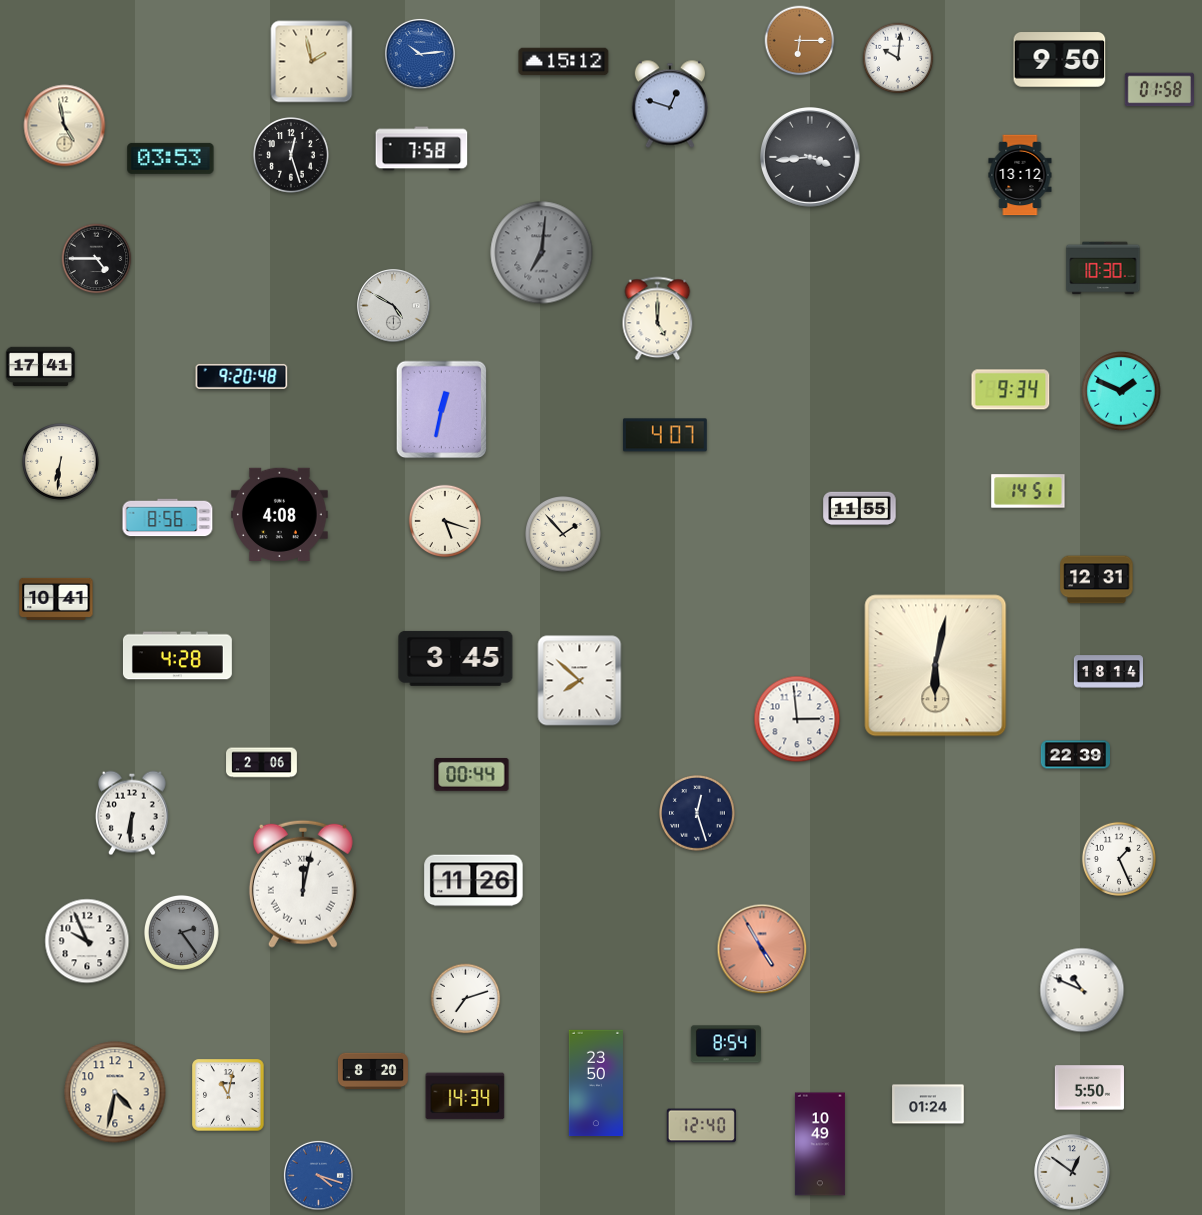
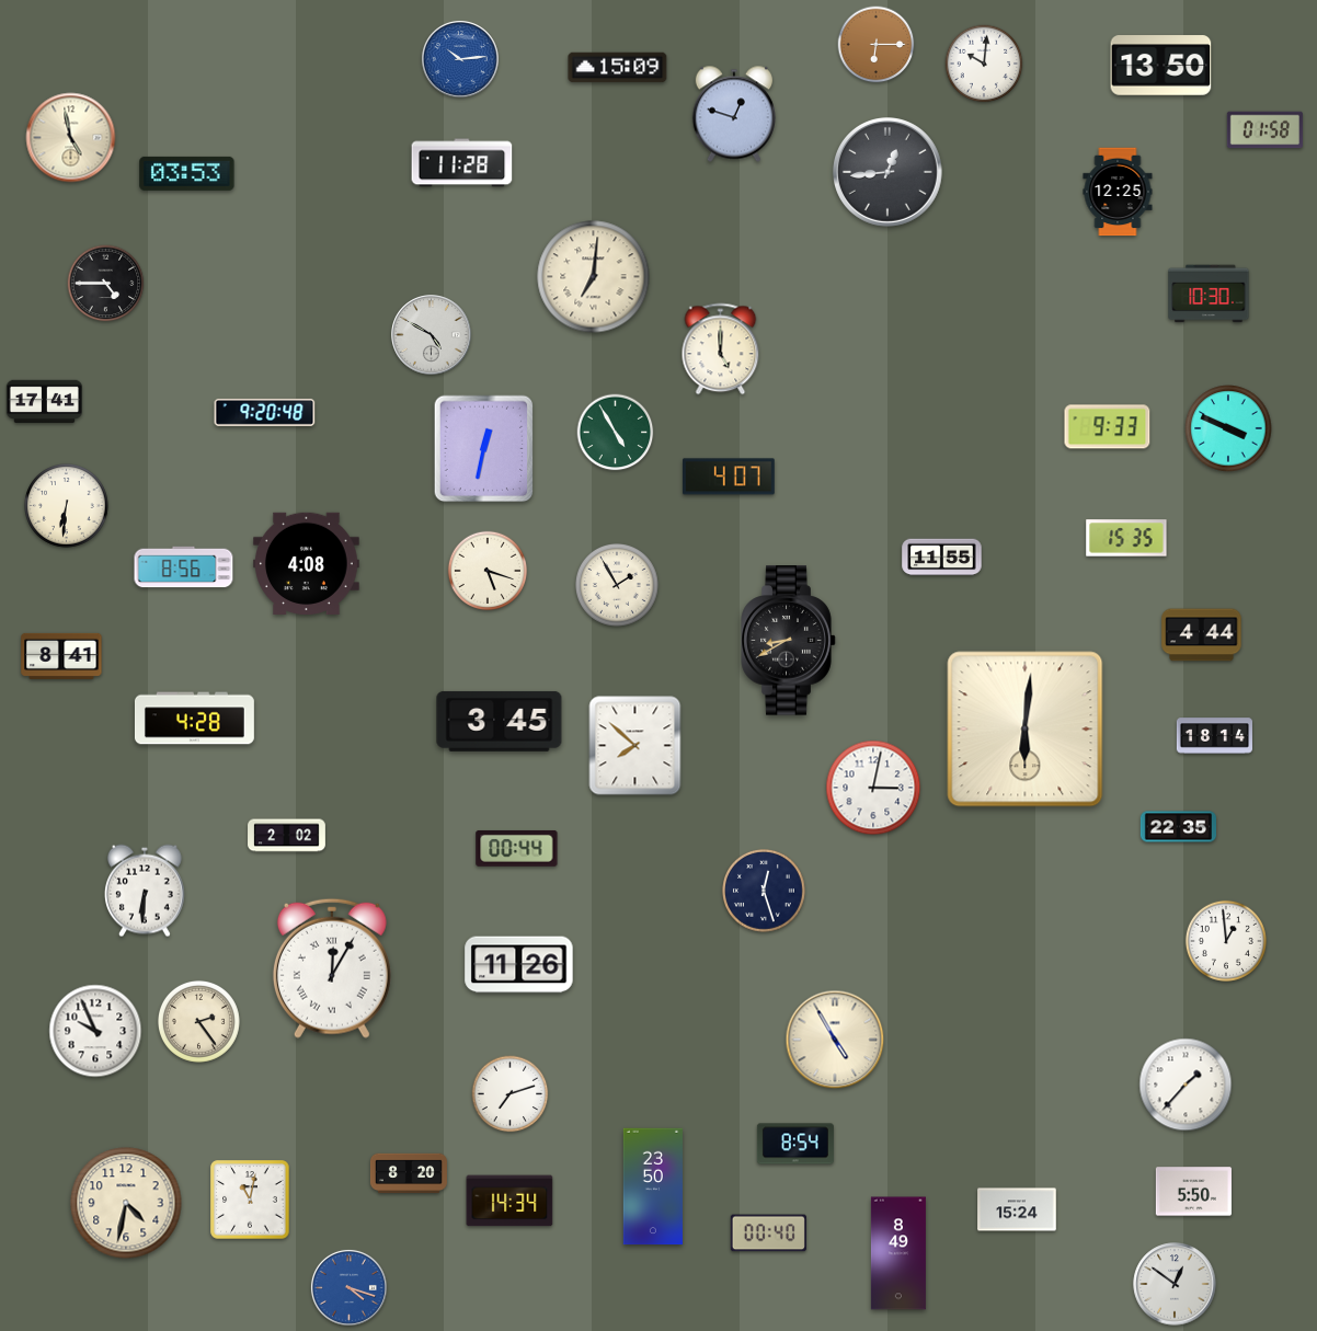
clock at (1060, 60): 9:50 -> 13:50
clock at (312, 62): 1:58 -> none
clock at (564, 62): 15:12 -> 15:09
clock at (1159, 90) position: (1159, 90) -> (1264, 130)
clock at (422, 149): 7:58 -> 11:28
clock at (292, 156): 12:27 -> none
clock at (811, 158): 3:44 -> 12:44
clock at (1020, 175): 13:12 -> 12:25
clock at (542, 253) dial: grey -> cream
clock at (1011, 390): 9:34 -> 9:33
clock at (1121, 391): 1:49 -> 3:49
clock at (616, 433): none -> 4:55
clock at (1028, 491): 14:51 -> 15:35
clock at (564, 535): 1:53 -> 1:55
clock at (1097, 580): 12:31 -> 4:44
clock at (789, 641): none -> 8:40
clock at (56, 599): 10:41 -> 8:41
clock at (936, 666): 6:02 -> 6:01
clock at (797, 719): 2:59 -> 3:02
clock at (1075, 755): 22:39 -> 22:35
clock at (262, 763): 2:06 -> 2:02
clock at (1119, 859): 1:26 -> 12:59
clock at (303, 884): 12:02 -> 12:05
clock at (181, 932) dial: grey -> cream
clock at (762, 949) dial: salmon -> cream
clock at (1082, 990): 10:49 -> 1:37
clock at (115, 1092) position: (115, 1092) -> (126, 1203)
clock at (928, 1104): 01:24 -> 15:24
clock at (701, 1126): 12:40 -> 00:40
clock at (820, 1144): 10:49 -> 8:49
